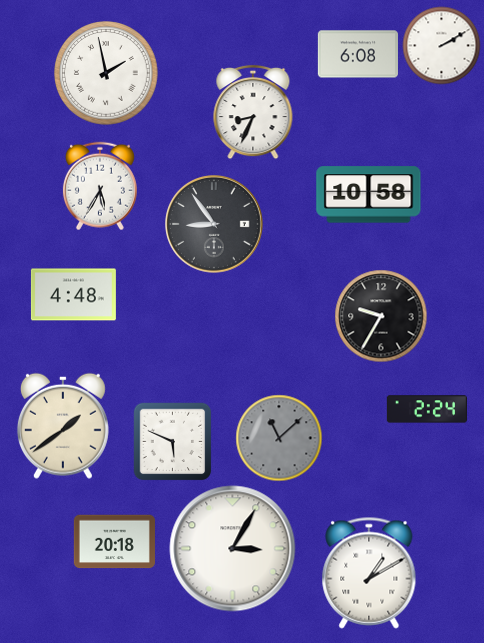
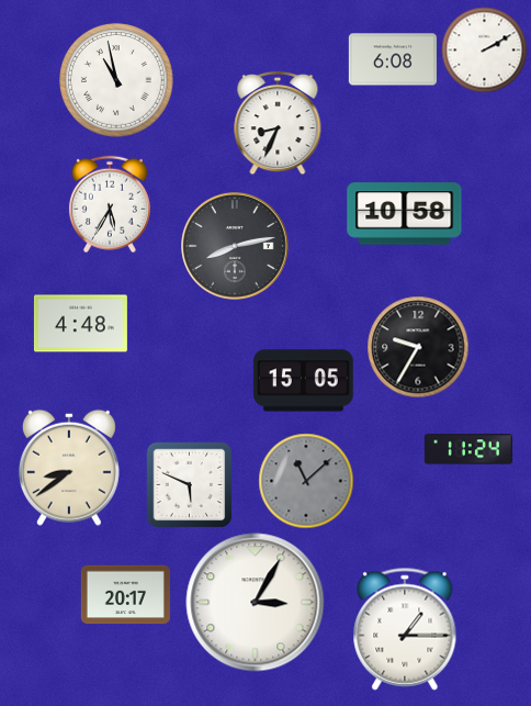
clock at (106, 73): 1:58 -> 10:58
clock at (215, 225): 8:54 -> 8:13
clock at (304, 381): none -> 15:05
clock at (427, 409): 2:24 -> 11:24
clock at (63, 426): 1:39 -> 8:39
clock at (114, 542): 20:18 -> 20:17
clock at (369, 573): 1:10 -> 1:15
